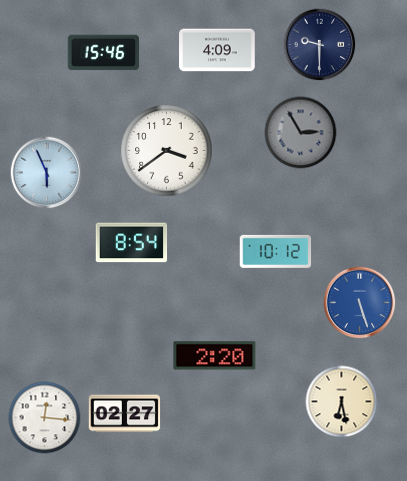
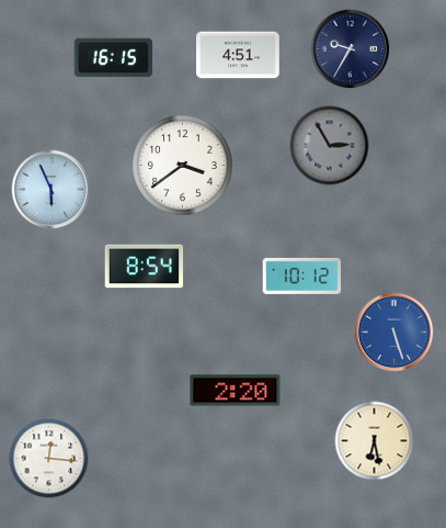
clock at (320, 45): 9:30 -> 9:35
clock at (217, 50): 4:09 -> 4:51
clock at (104, 53): 15:46 -> 16:15
clock at (125, 414): 02:27 -> none
